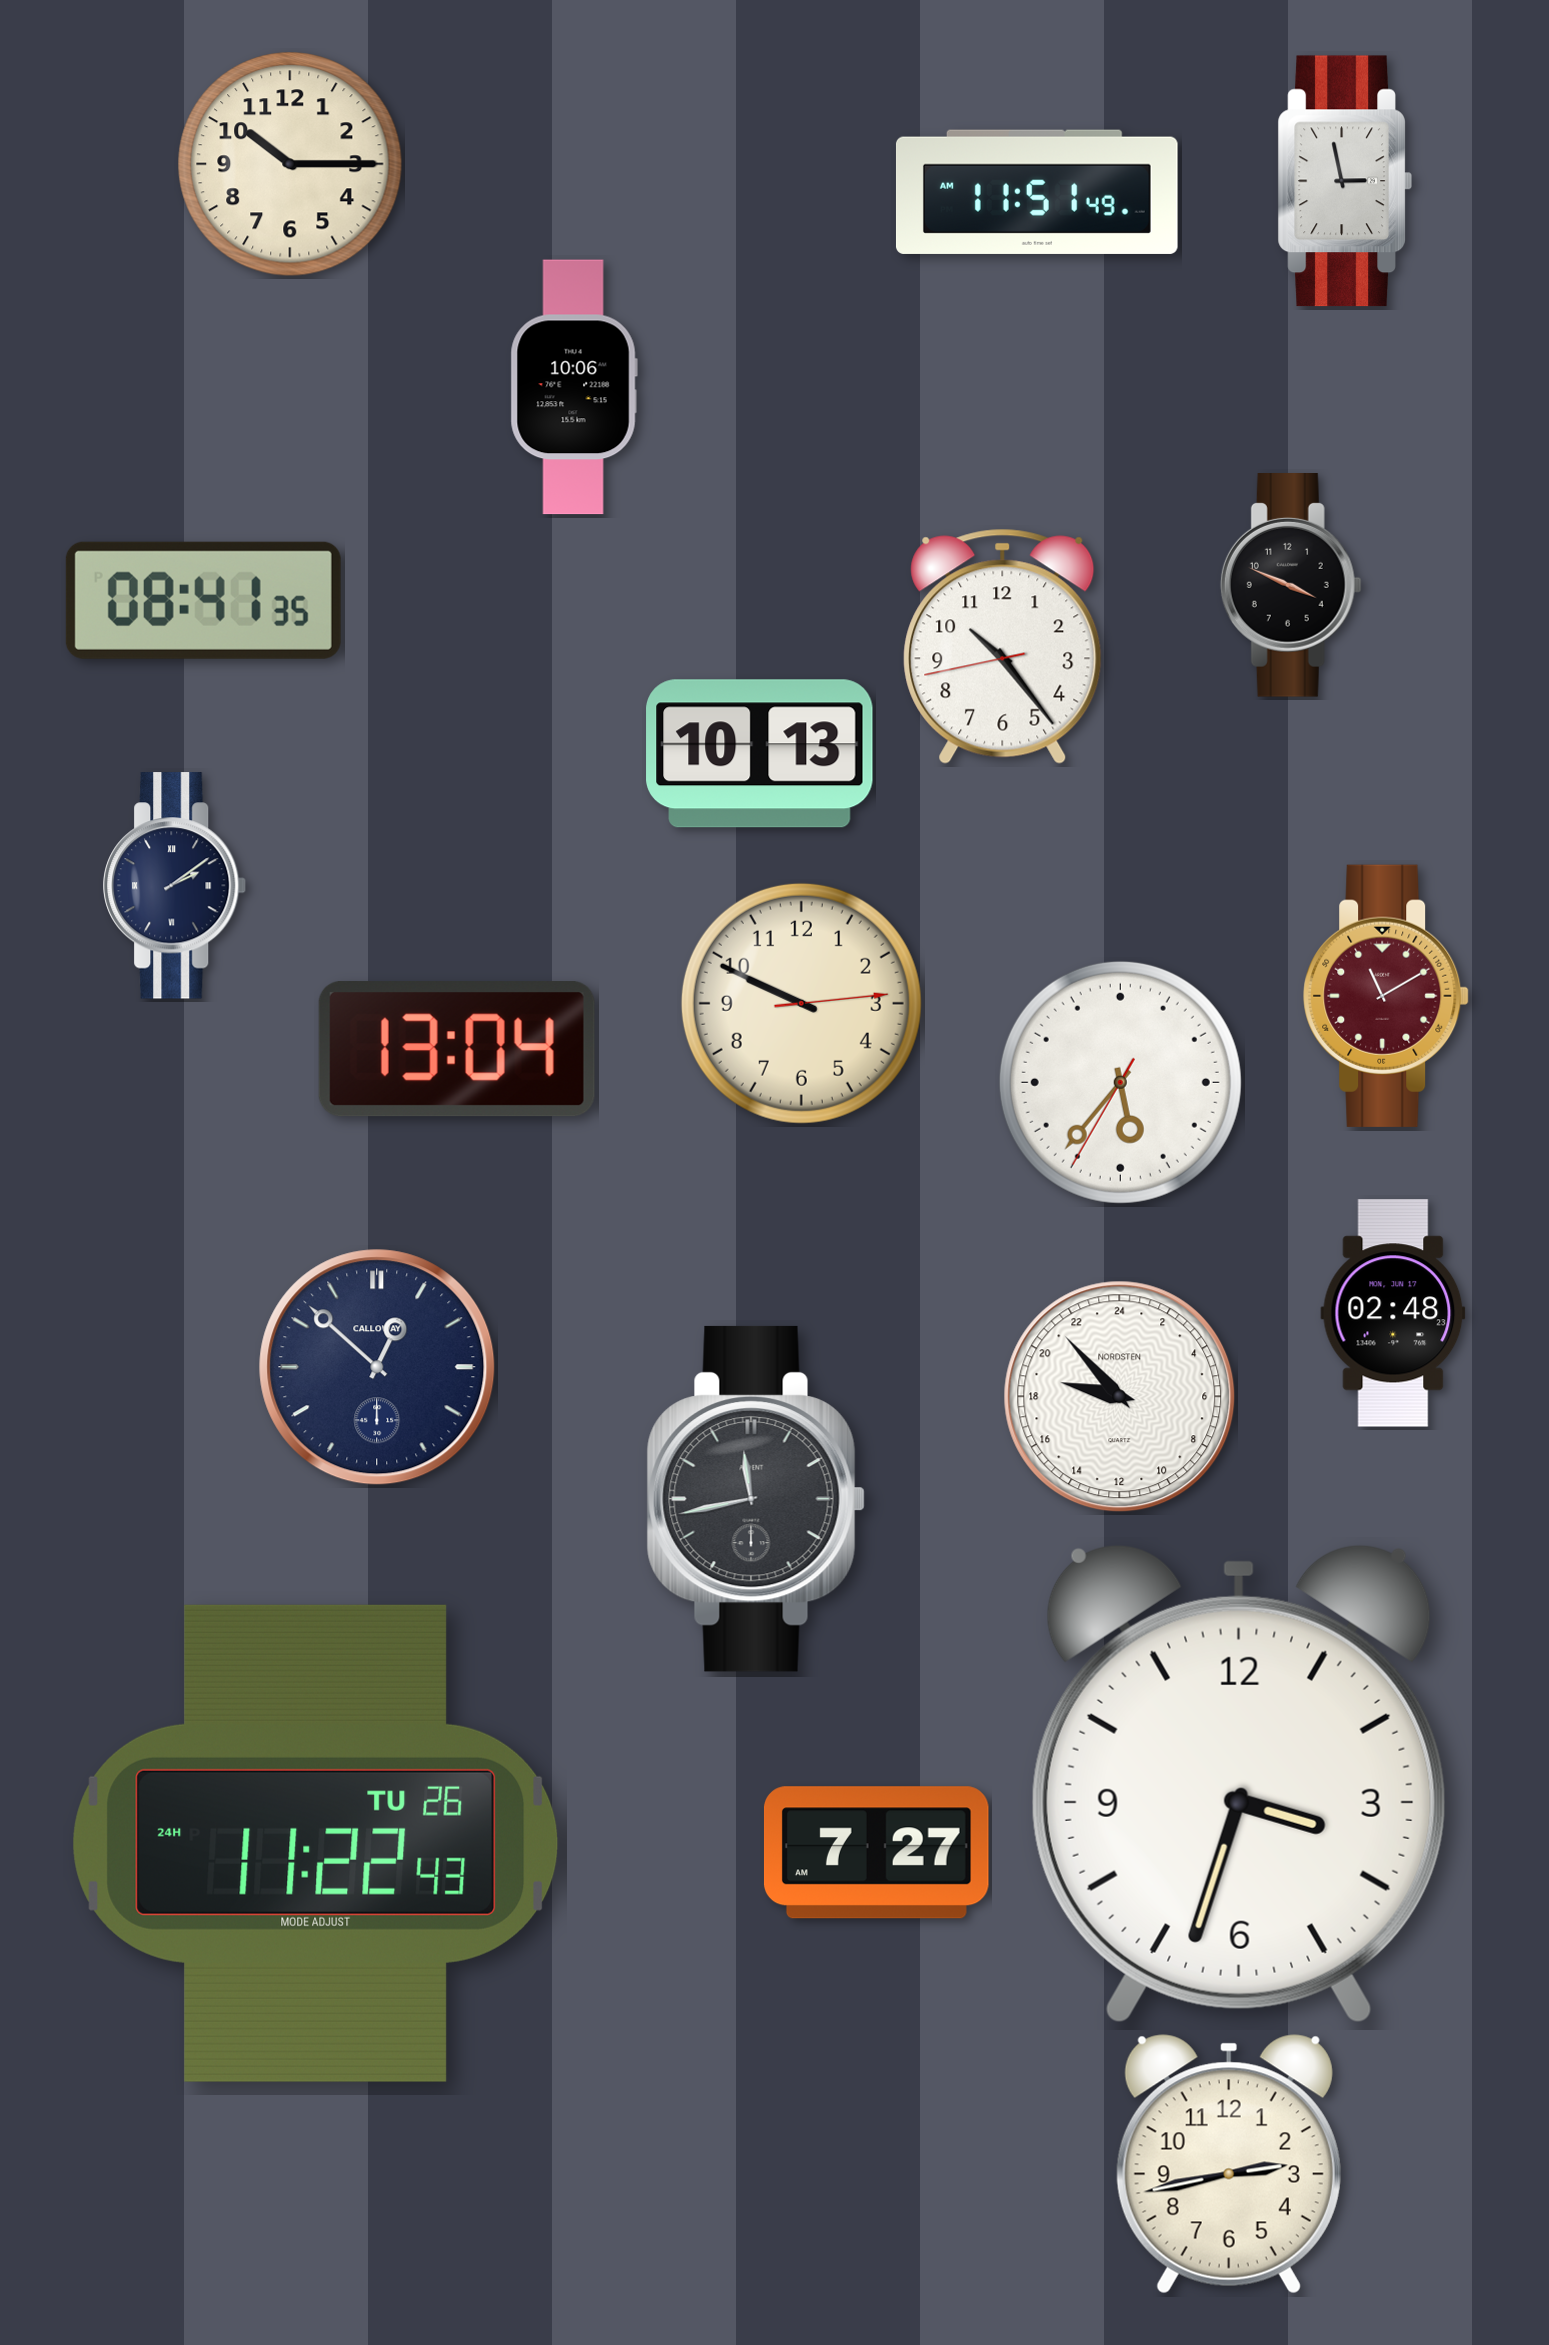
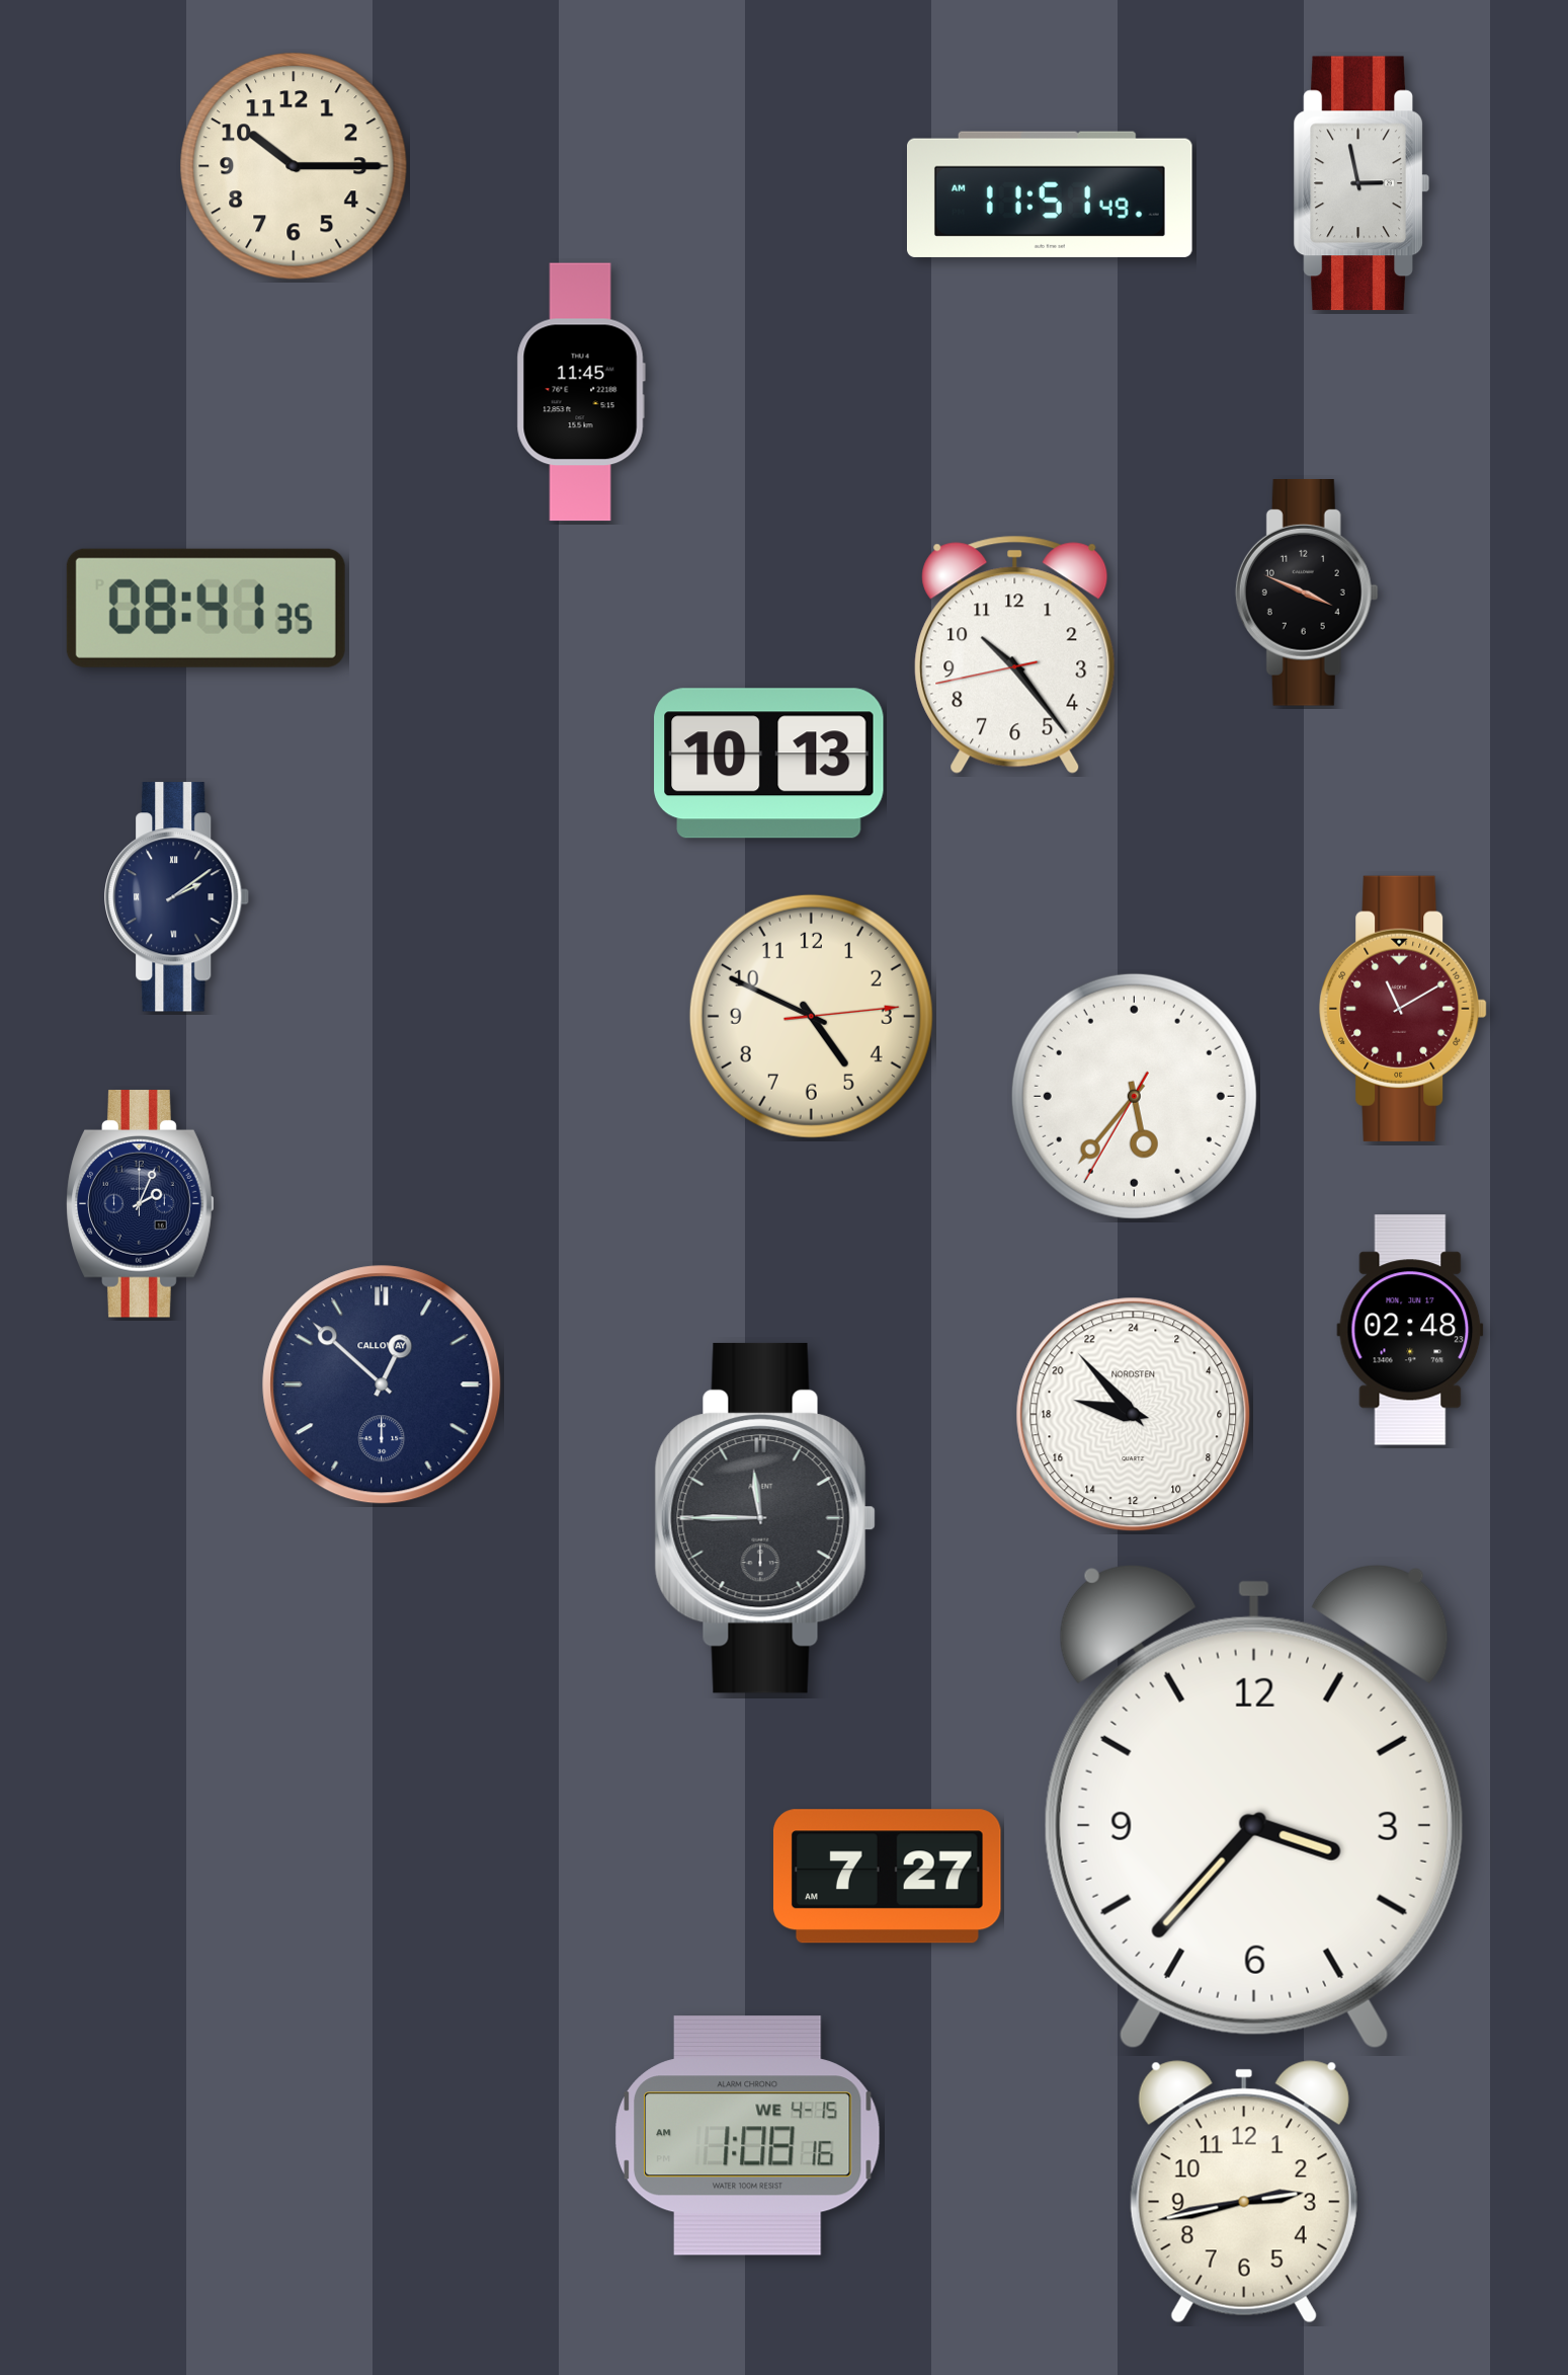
clock at (574, 387): 10:06 -> 11:45
clock at (801, 1003): 9:49 -> 4:49
clock at (457, 1049): 13:04 -> none
clock at (141, 1204): none -> 2:04
clock at (756, 1499): 11:43 -> 11:45
clock at (1239, 1784): 3:33 -> 3:37
clock at (316, 1843): 11:22 -> none
clock at (748, 2136): none -> 1:08
